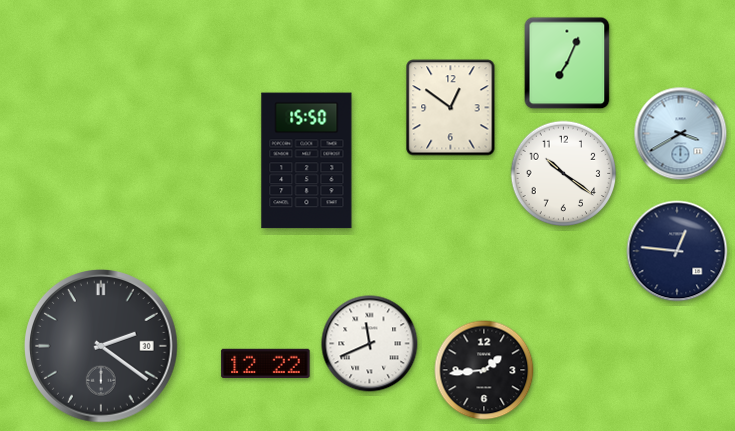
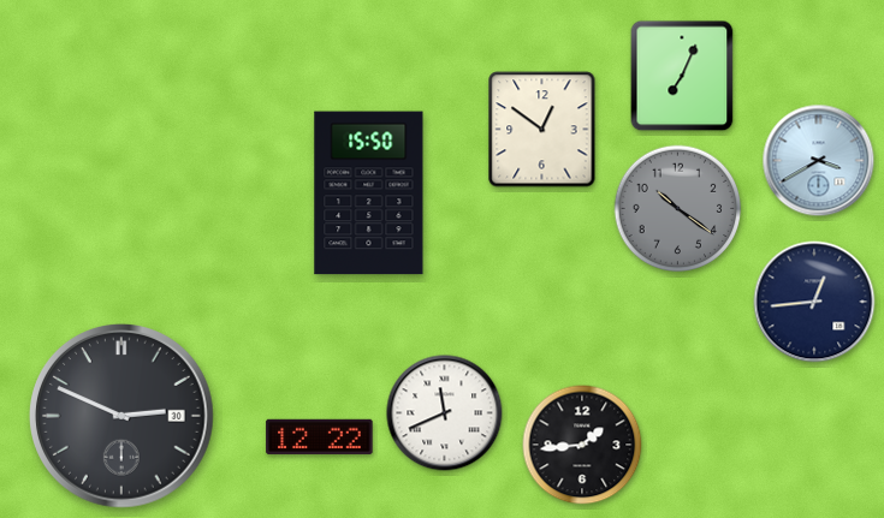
clock at (564, 174) dial: white -> grey
clock at (677, 251): 12:46 -> 12:44
clock at (102, 347): 2:21 -> 2:49
